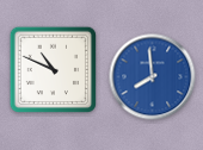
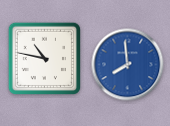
clock at (54, 70): 10:49 -> 10:47
